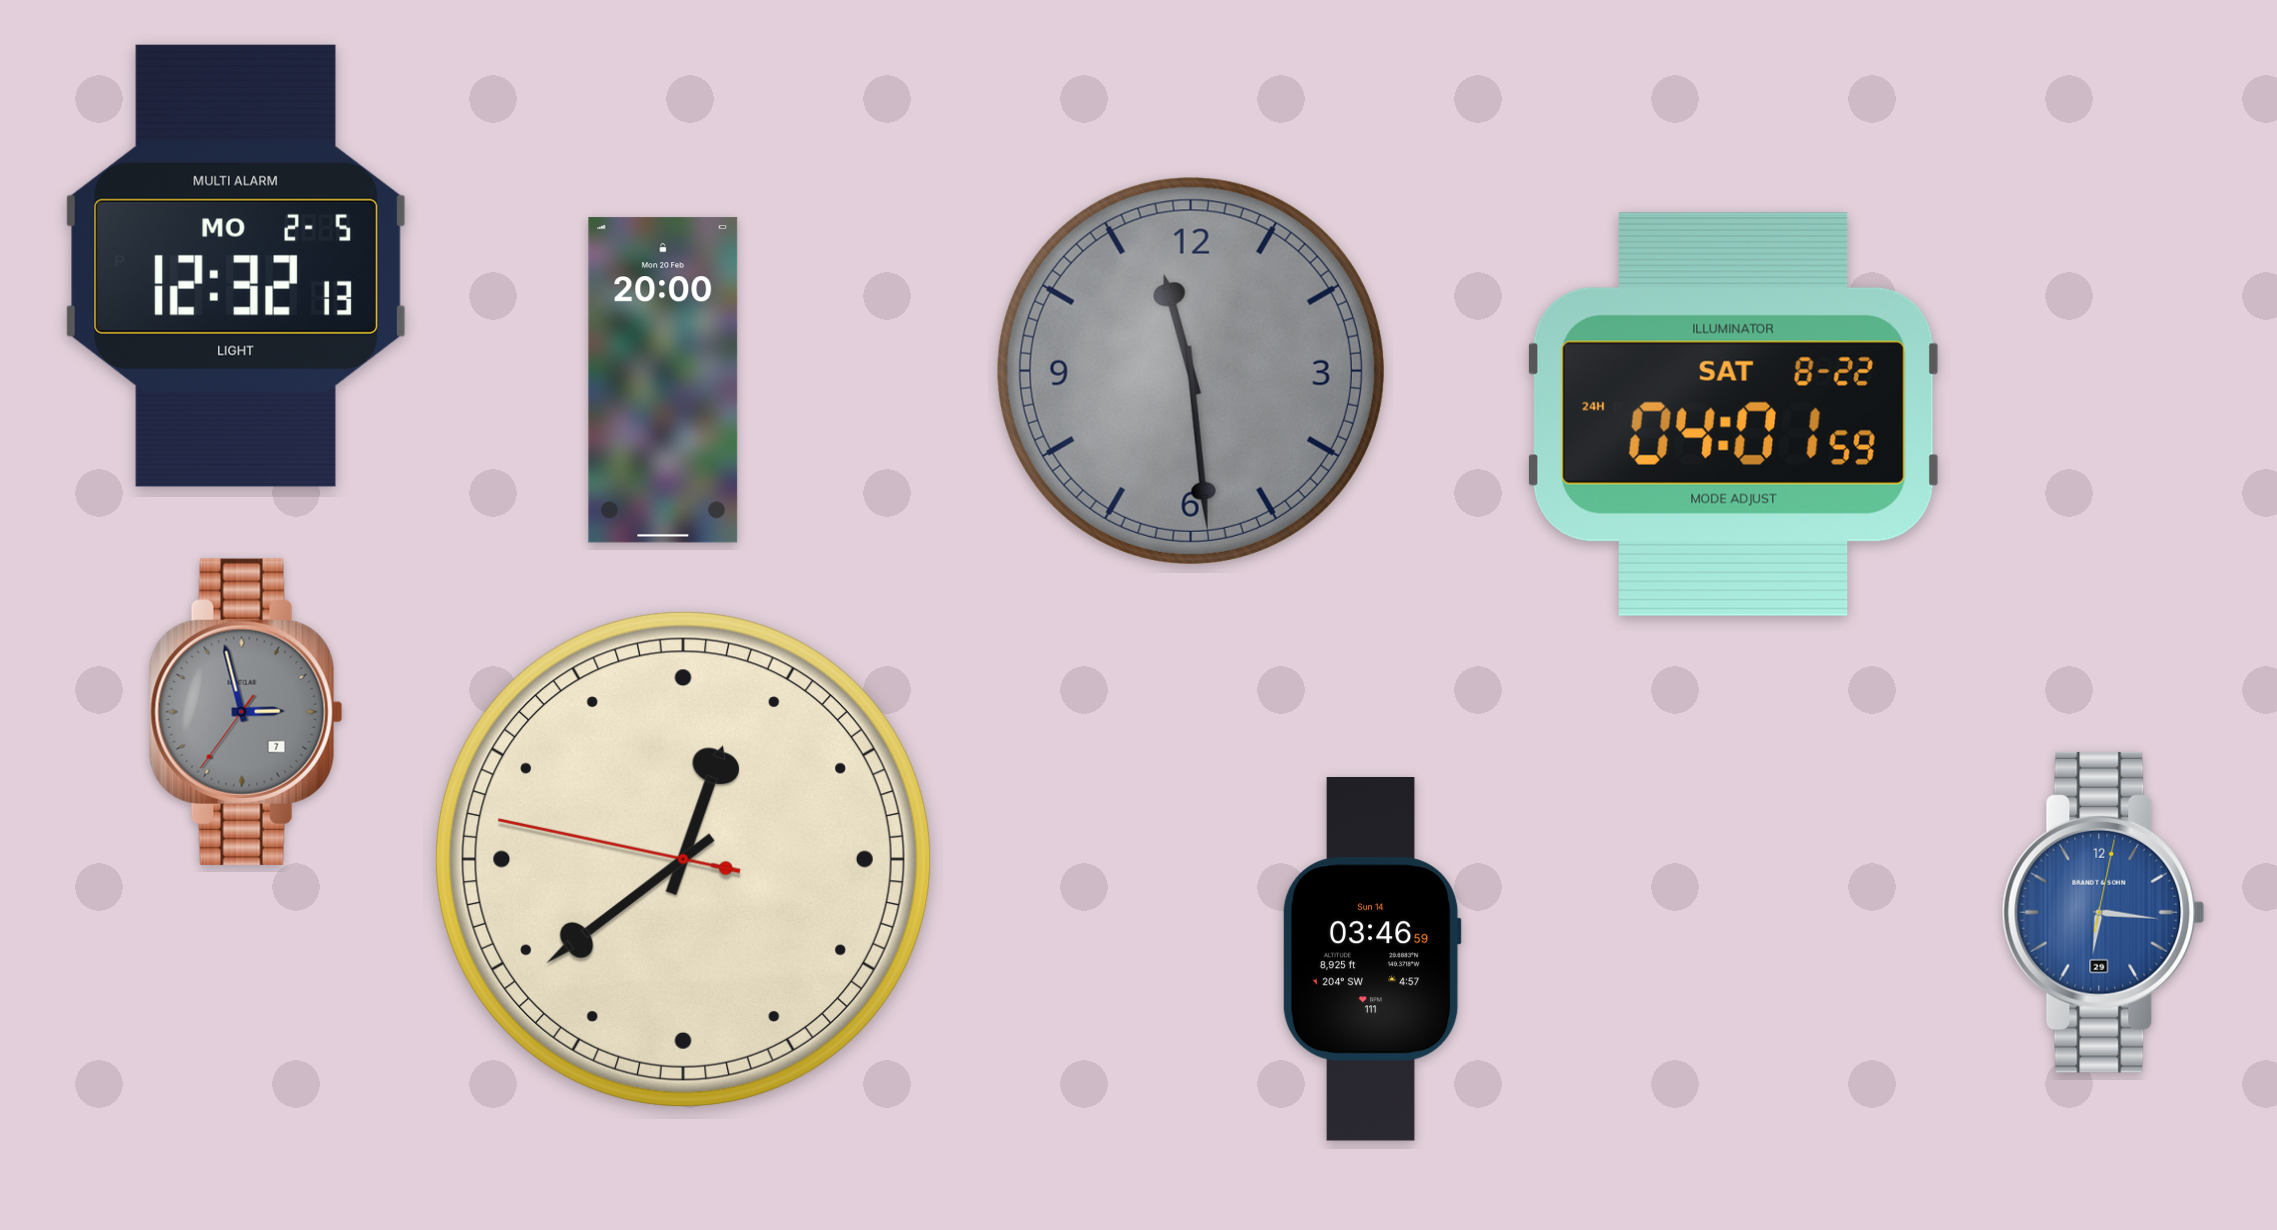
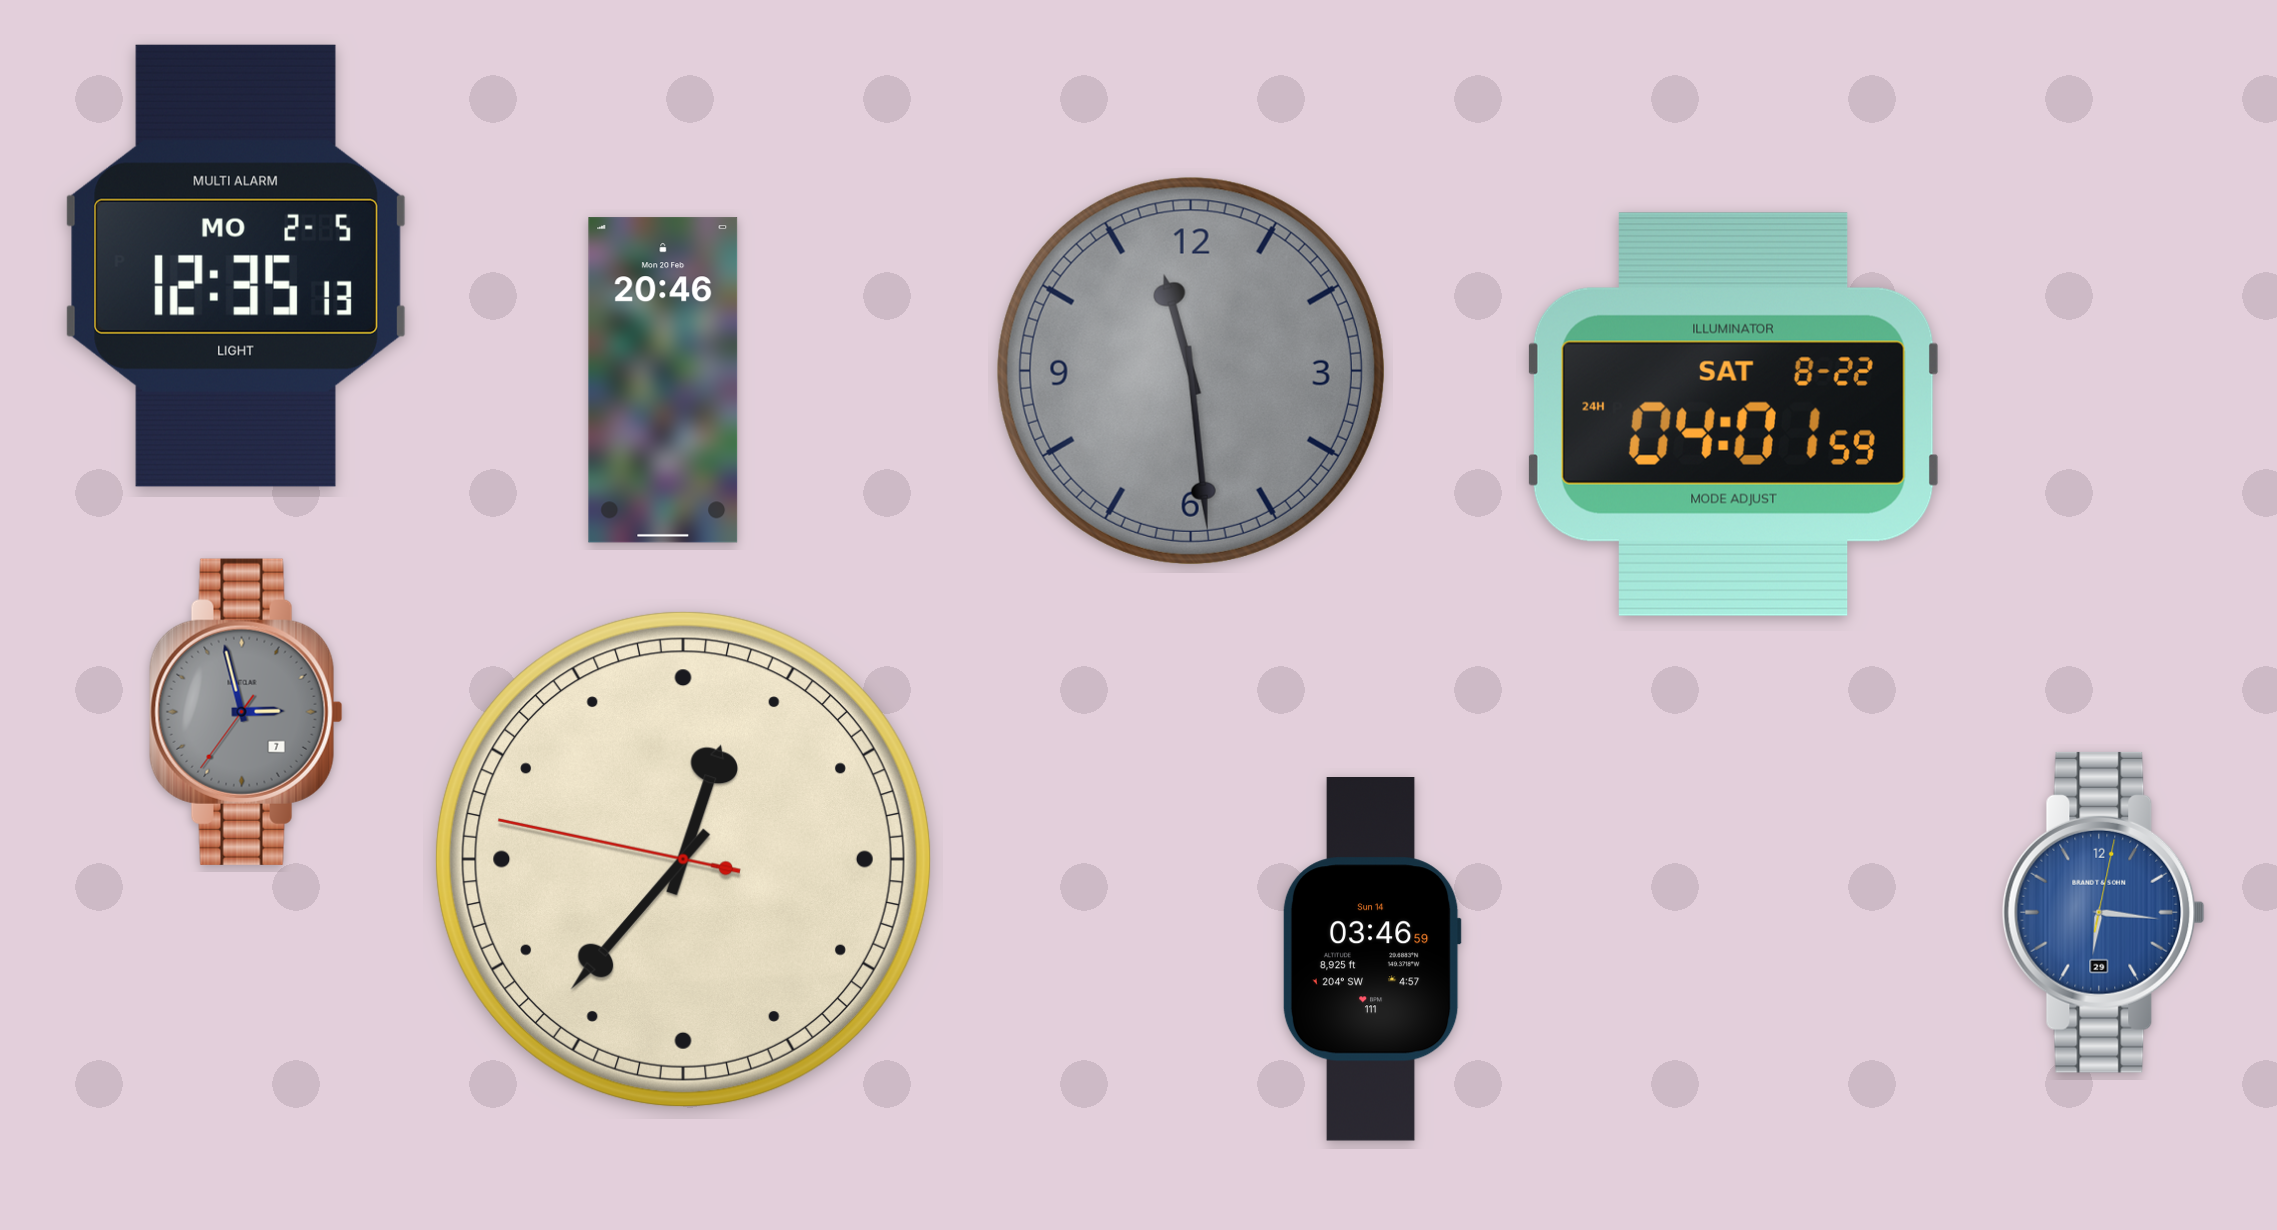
clock at (236, 266): 12:32 -> 12:35
clock at (663, 380): 20:00 -> 20:46
clock at (683, 859): 12:38 -> 12:36
